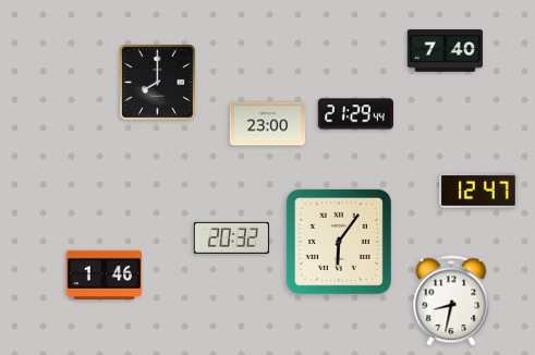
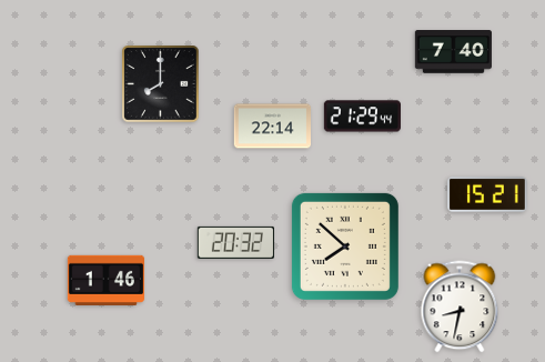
clock at (267, 124): 23:00 -> 22:14
clock at (478, 192): 12:47 -> 15:21
clock at (339, 242): 6:06 -> 7:52
